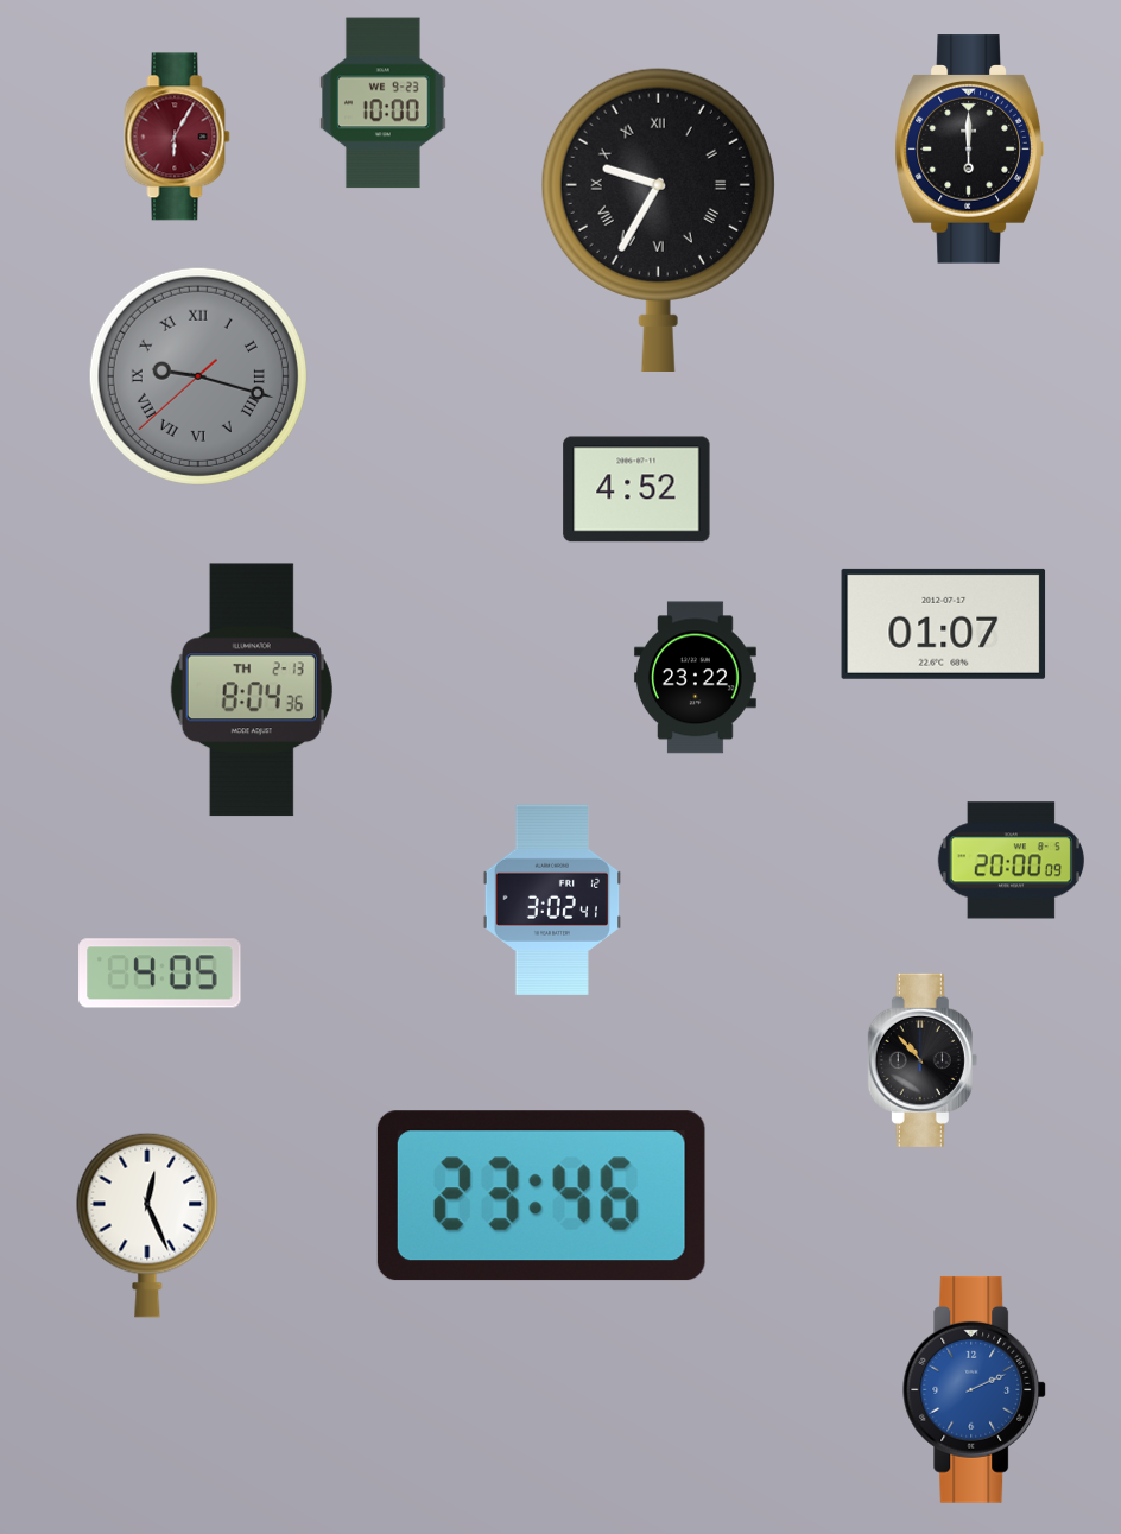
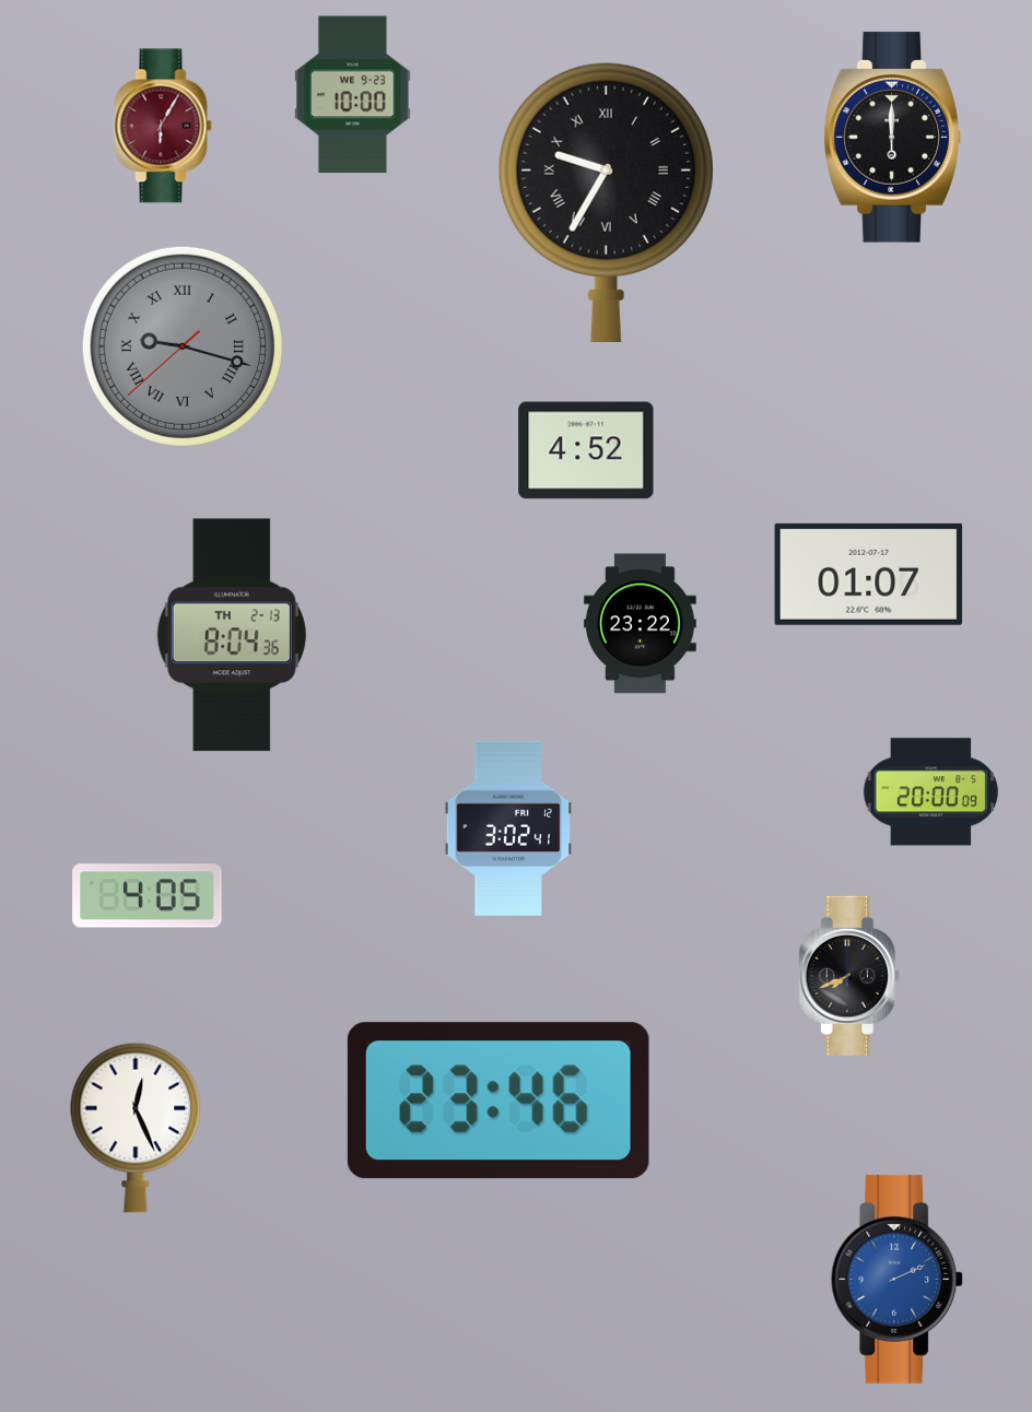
clock at (923, 1060): 10:53 -> 7:41
